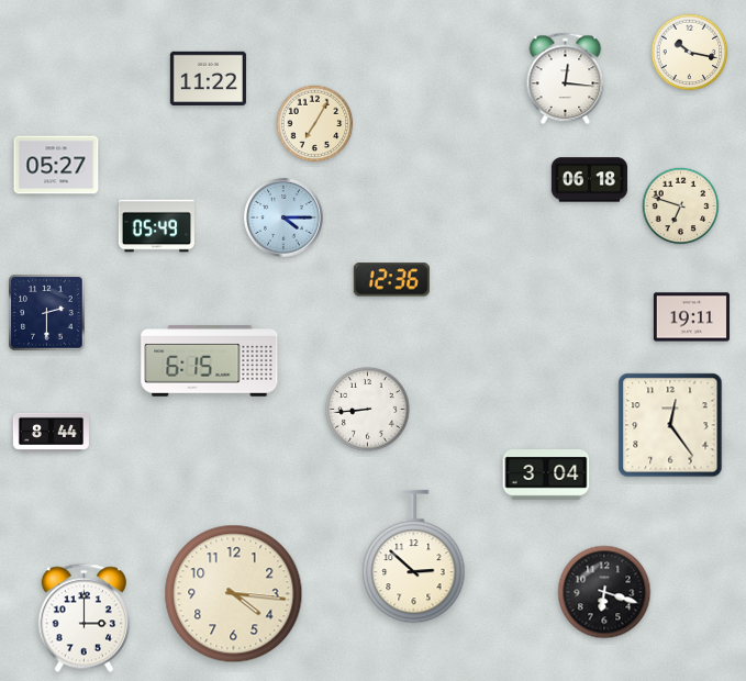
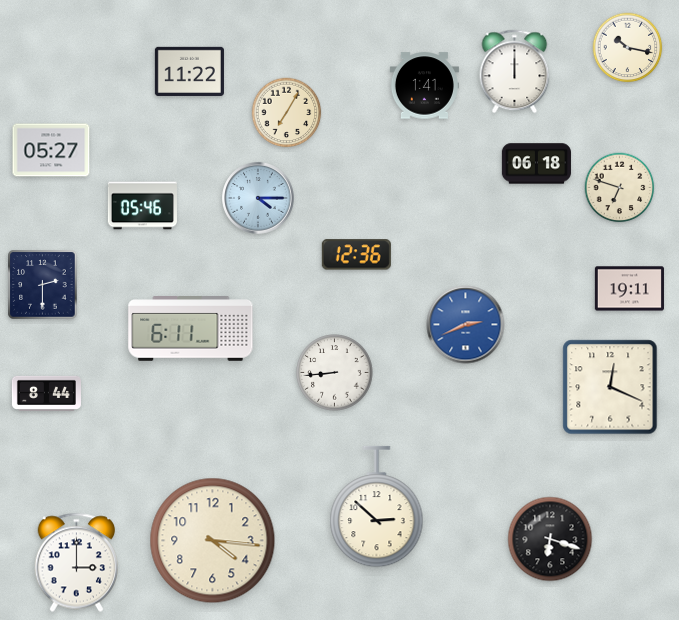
clock at (566, 79): 12:16 -> 12:00
clock at (424, 86): none -> 1:41
clock at (156, 226): 05:49 -> 05:46
clock at (466, 325): none -> 2:41
clock at (210, 361): 6:15 -> 6:11
clock at (670, 425): 12:24 -> 12:19
clock at (546, 476): 3:04 -> none
